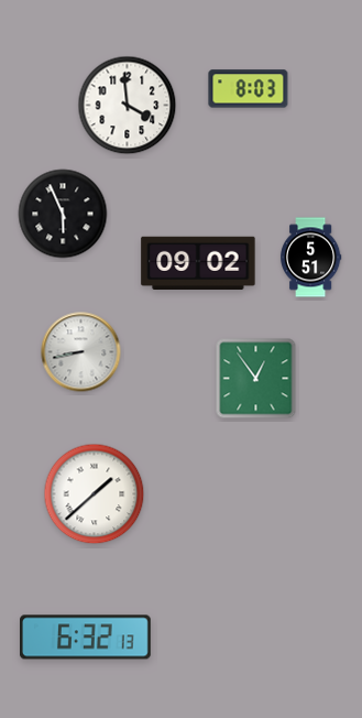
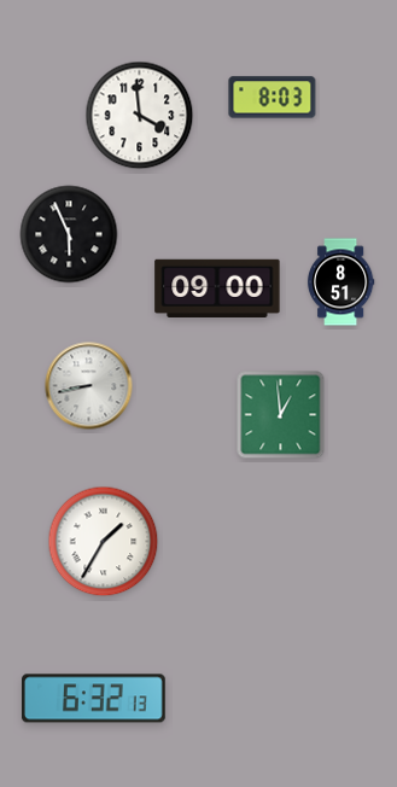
clock at (310, 258): 5:51 -> 8:51
clock at (198, 262): 09:02 -> 09:00
clock at (256, 379): 12:54 -> 12:59
clock at (95, 494): 1:38 -> 1:35
